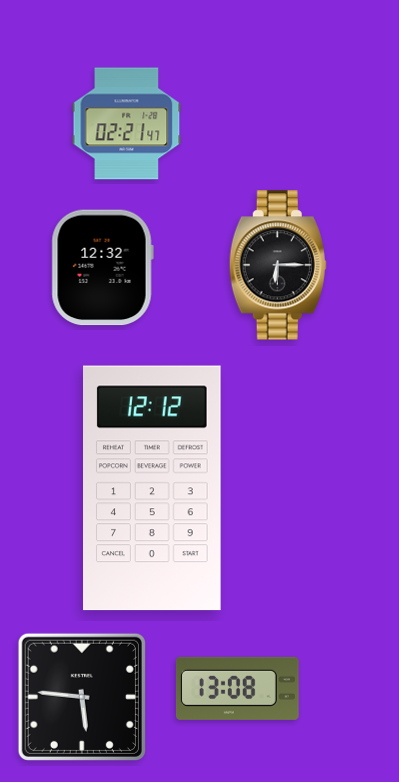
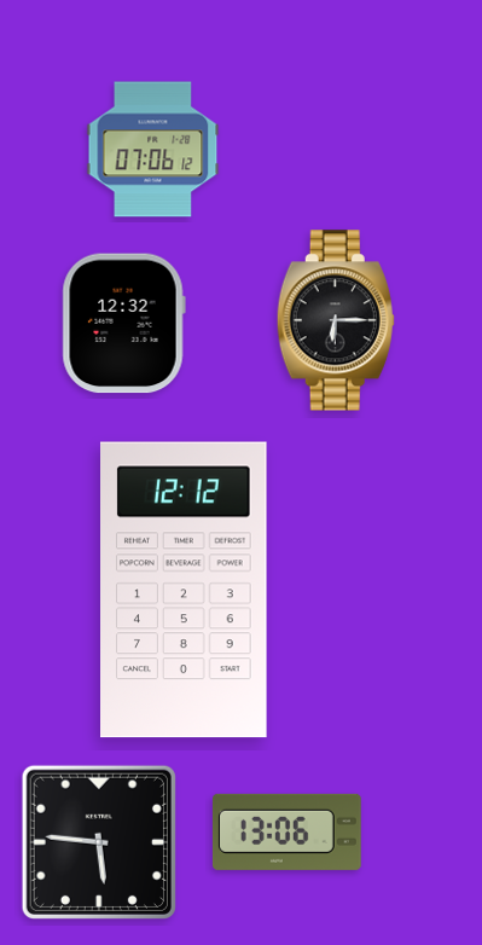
clock at (127, 124): 02:21 -> 07:06
clock at (237, 688): 13:08 -> 13:06
